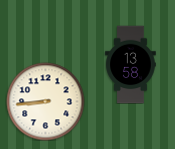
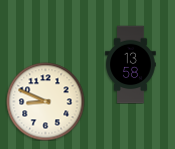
clock at (45, 101): 8:44 -> 8:49
